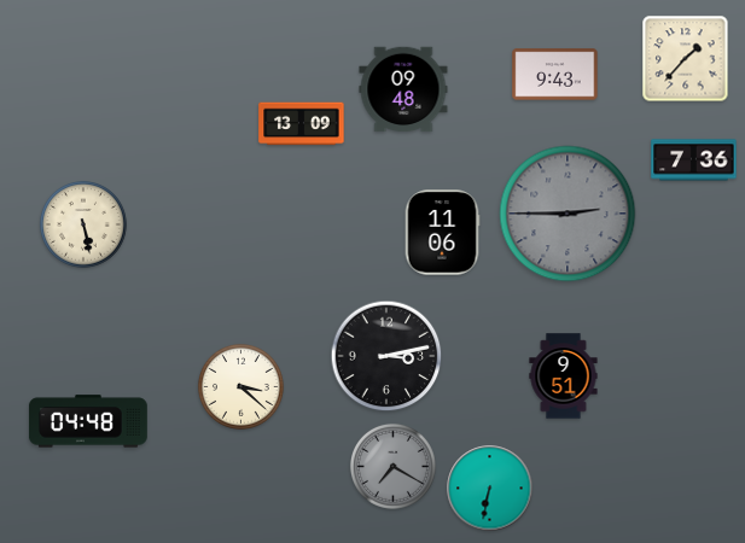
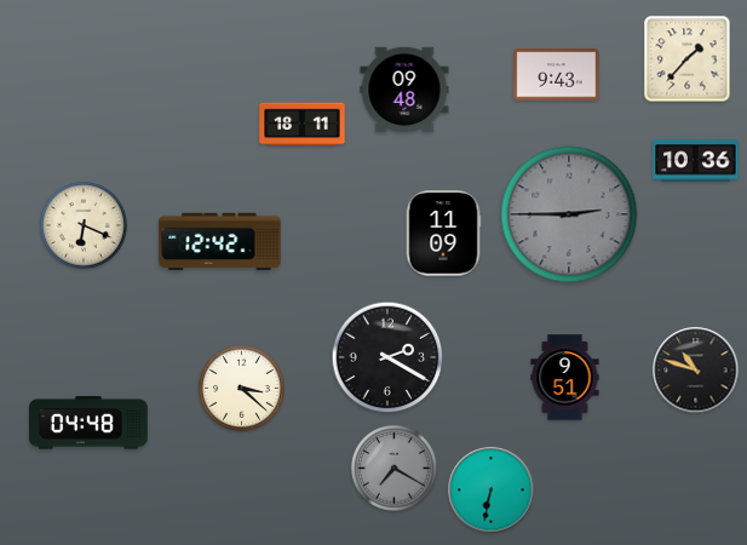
clock at (302, 124): 13:09 -> 18:11
clock at (694, 160): 7:36 -> 10:36
clock at (85, 226): 5:28 -> 6:19
clock at (442, 233): 11:06 -> 11:09
clock at (220, 242): none -> 12:42
clock at (386, 356): 3:13 -> 2:20
clock at (696, 371): none -> 10:48
